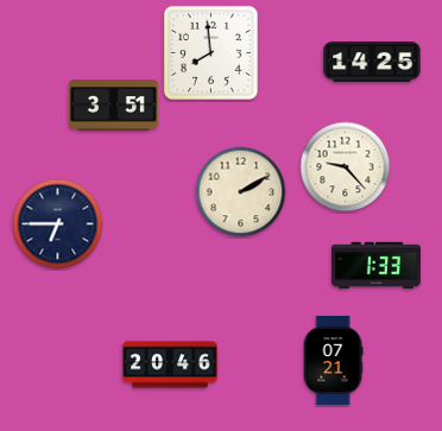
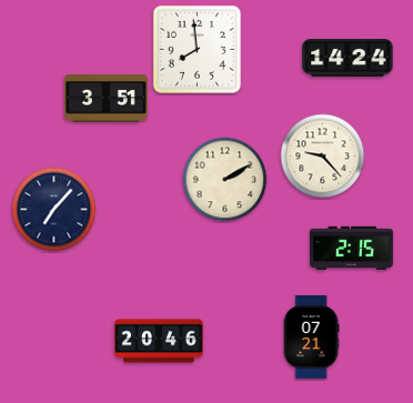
clock at (372, 62): 14:25 -> 14:24
clock at (58, 224): 6:45 -> 7:07
clock at (375, 265): 1:33 -> 2:15
